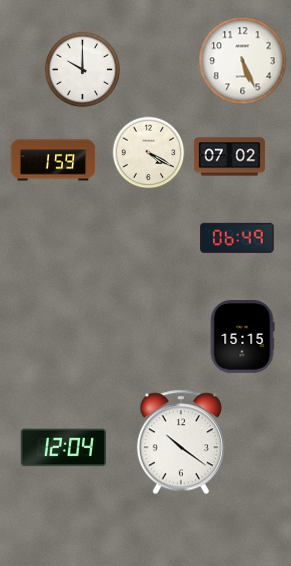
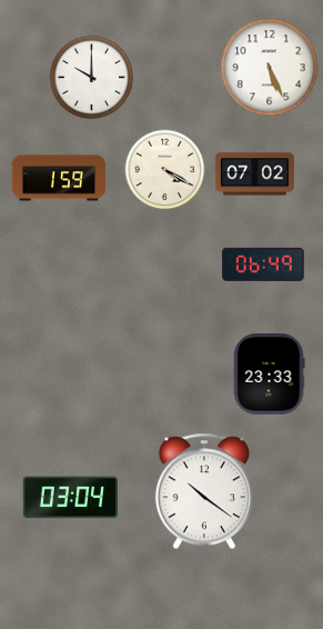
clock at (242, 337): 15:15 -> 23:33
clock at (181, 442) position: (181, 442) -> (204, 491)
clock at (64, 448): 12:04 -> 03:04
